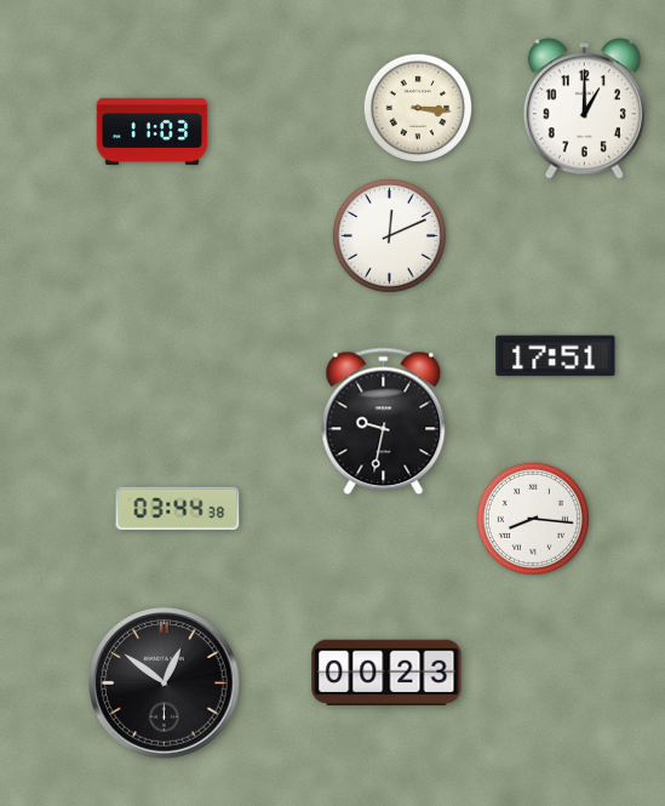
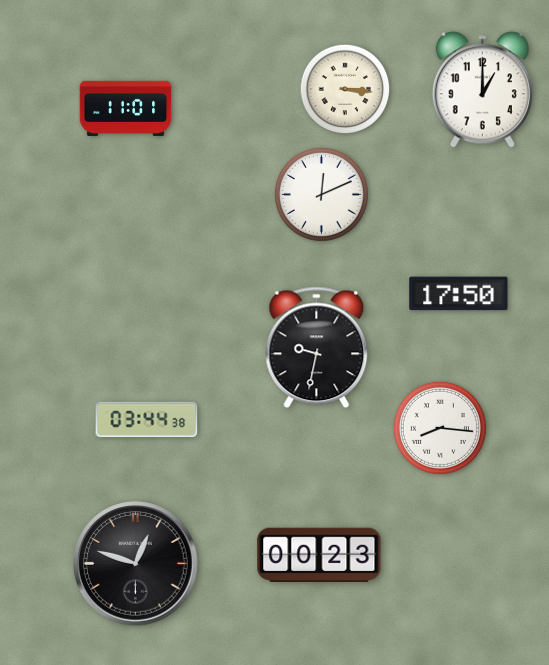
clock at (153, 131): 11:03 -> 11:01
clock at (556, 356): 17:51 -> 17:50
clock at (165, 684): 12:51 -> 12:48
